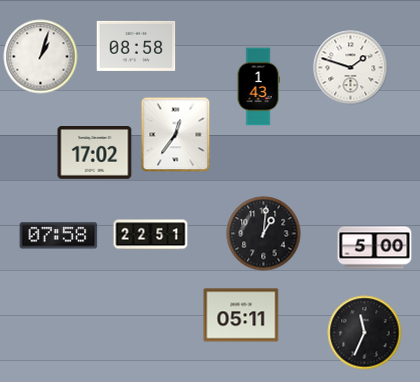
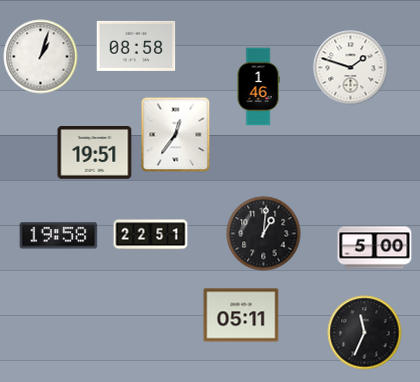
clock at (258, 87): 1:43 -> 1:46
clock at (95, 153): 17:02 -> 19:51
clock at (59, 236): 07:58 -> 19:58
